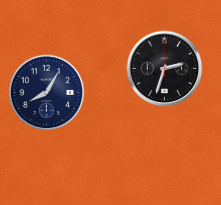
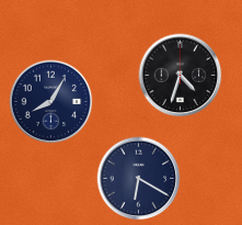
clock at (165, 69): 2:33 -> 4:33
clock at (139, 179): none -> 6:20
